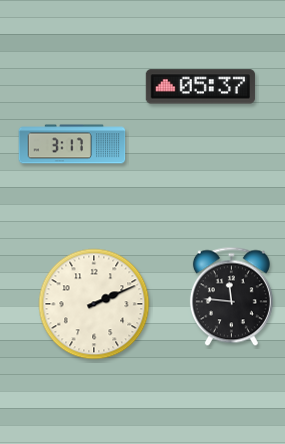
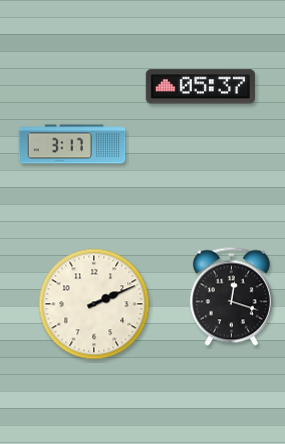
clock at (231, 297): 11:46 -> 12:18
